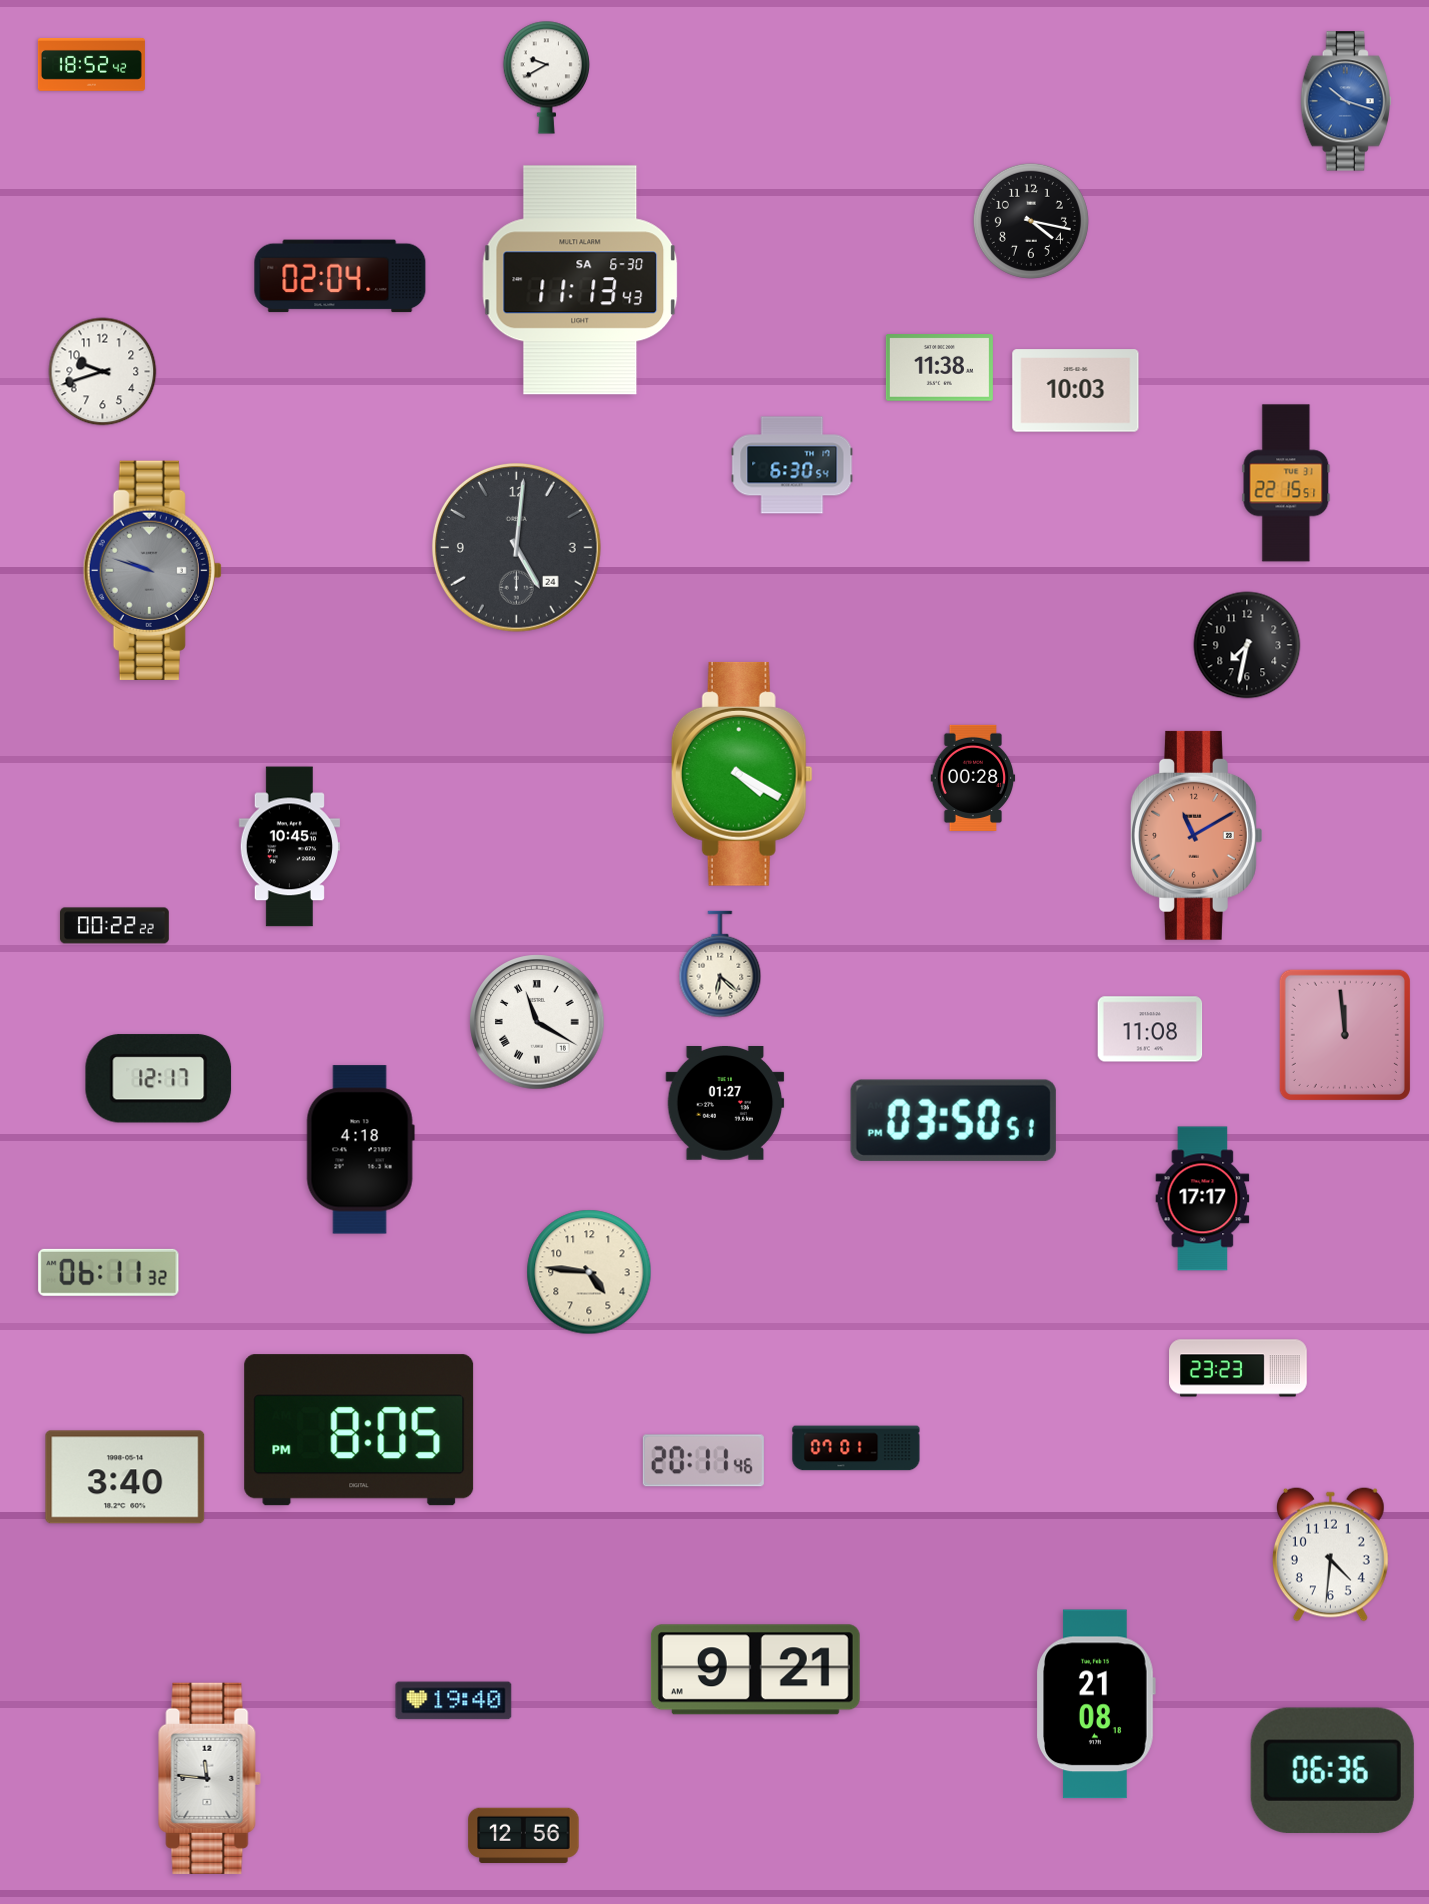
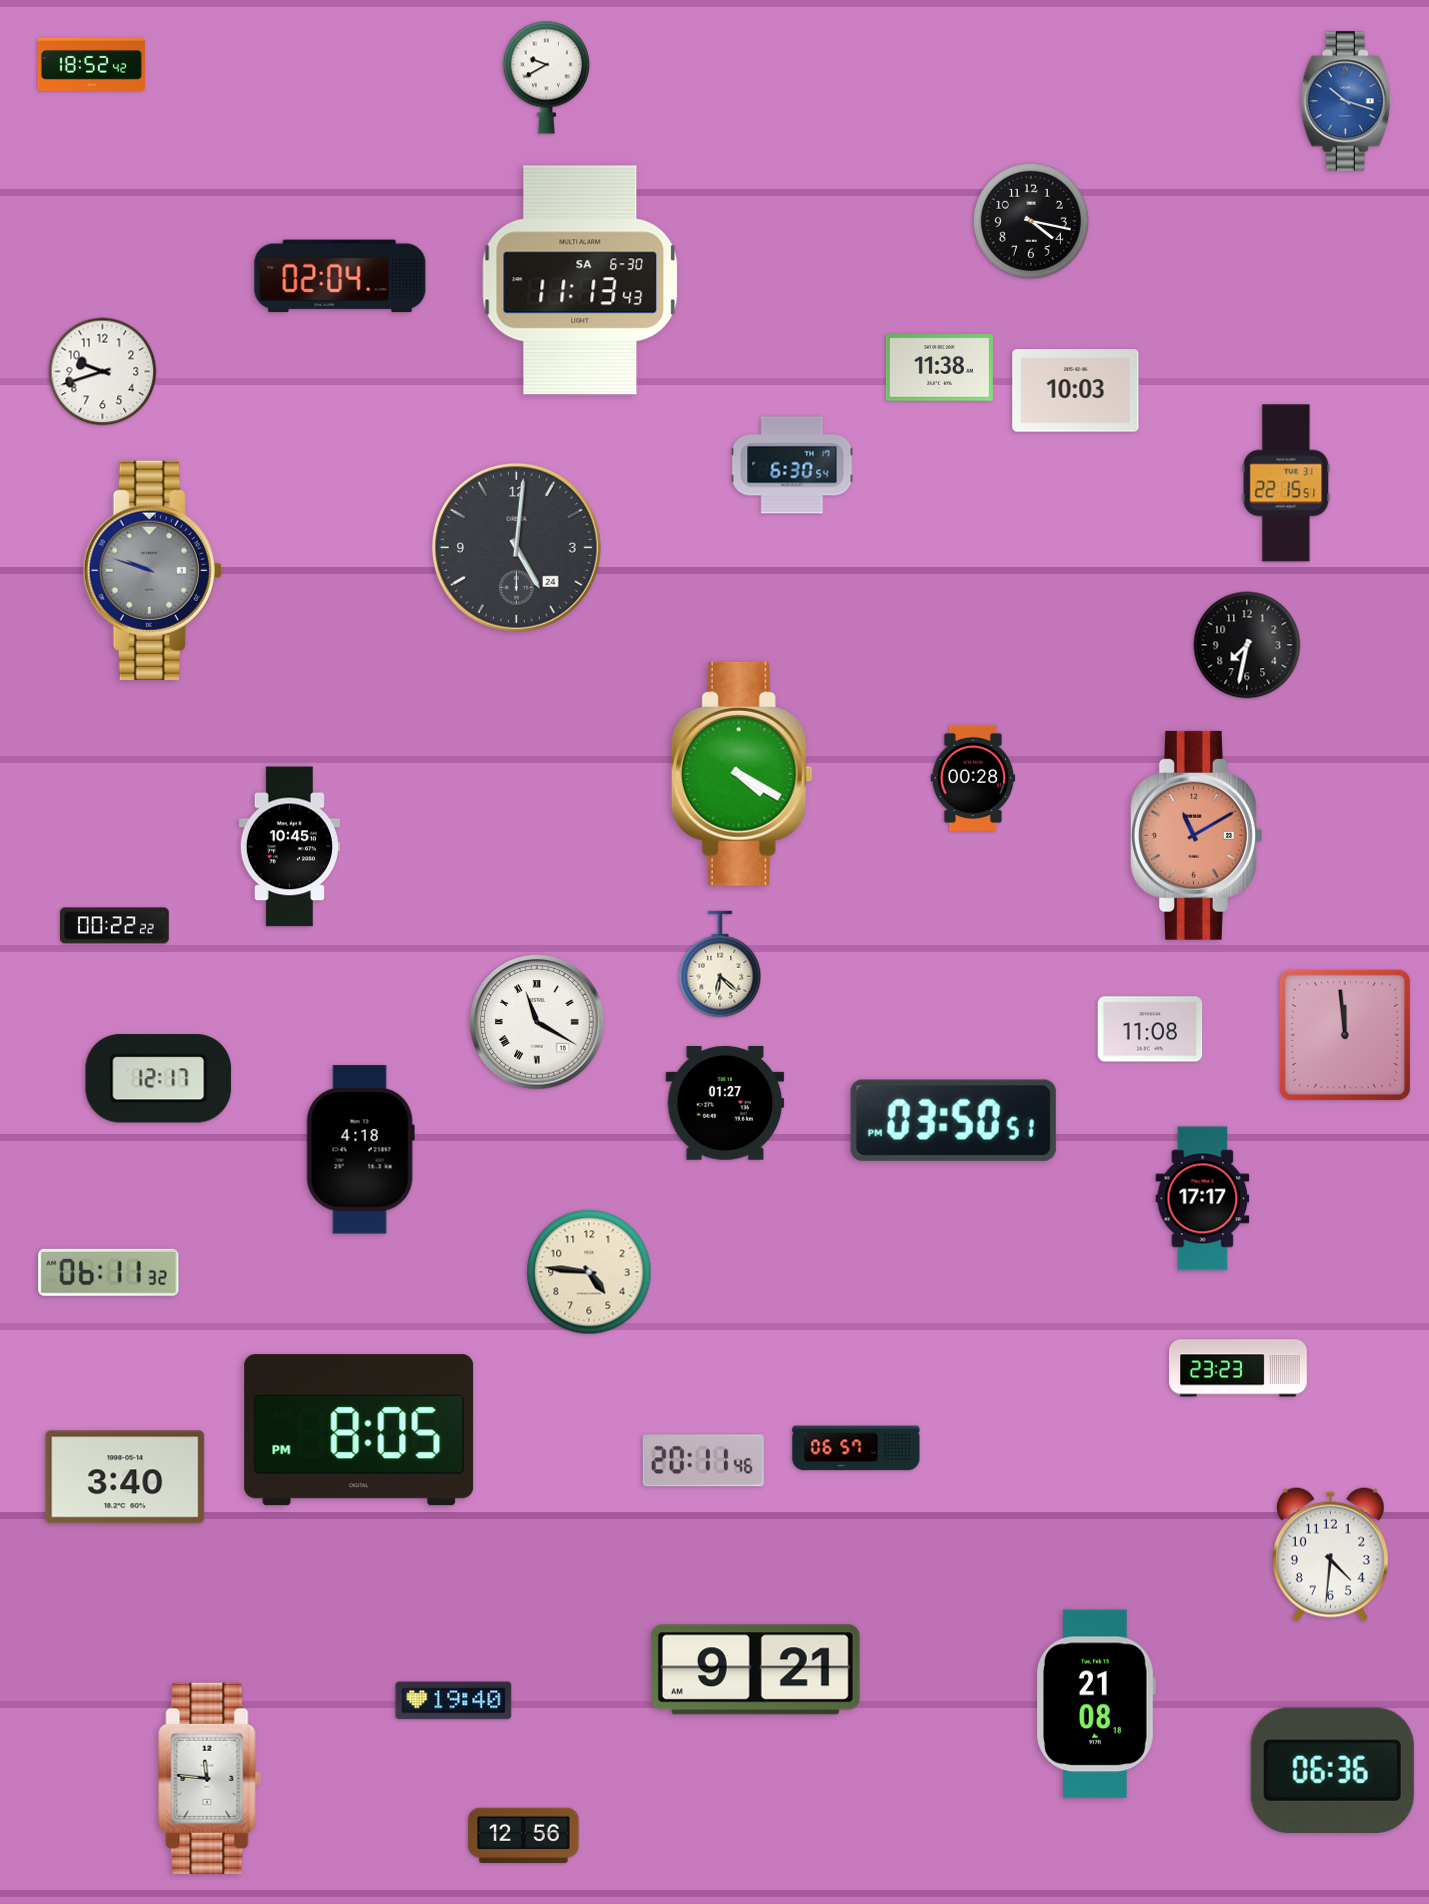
clock at (856, 1448): 07:01 -> 06:57
